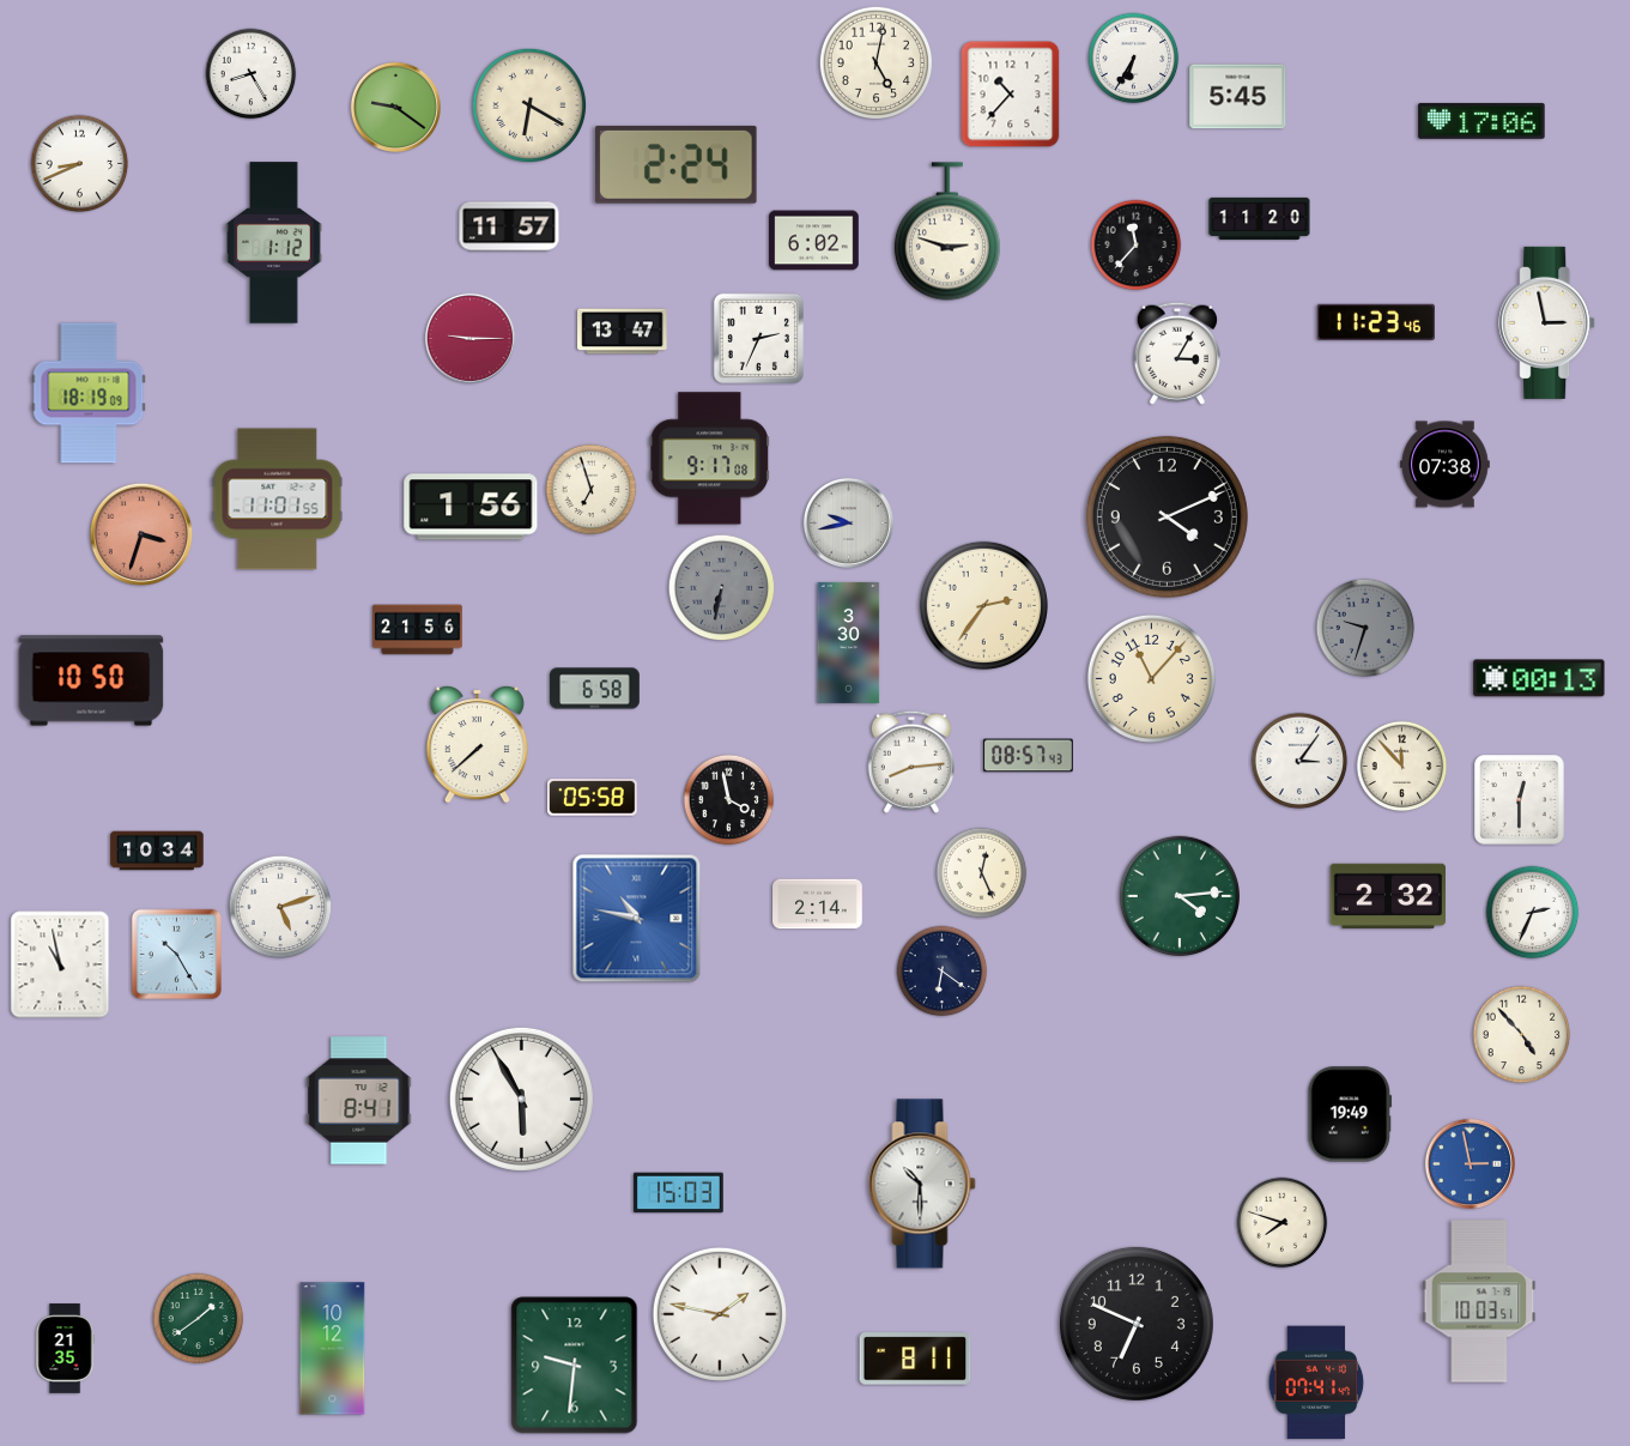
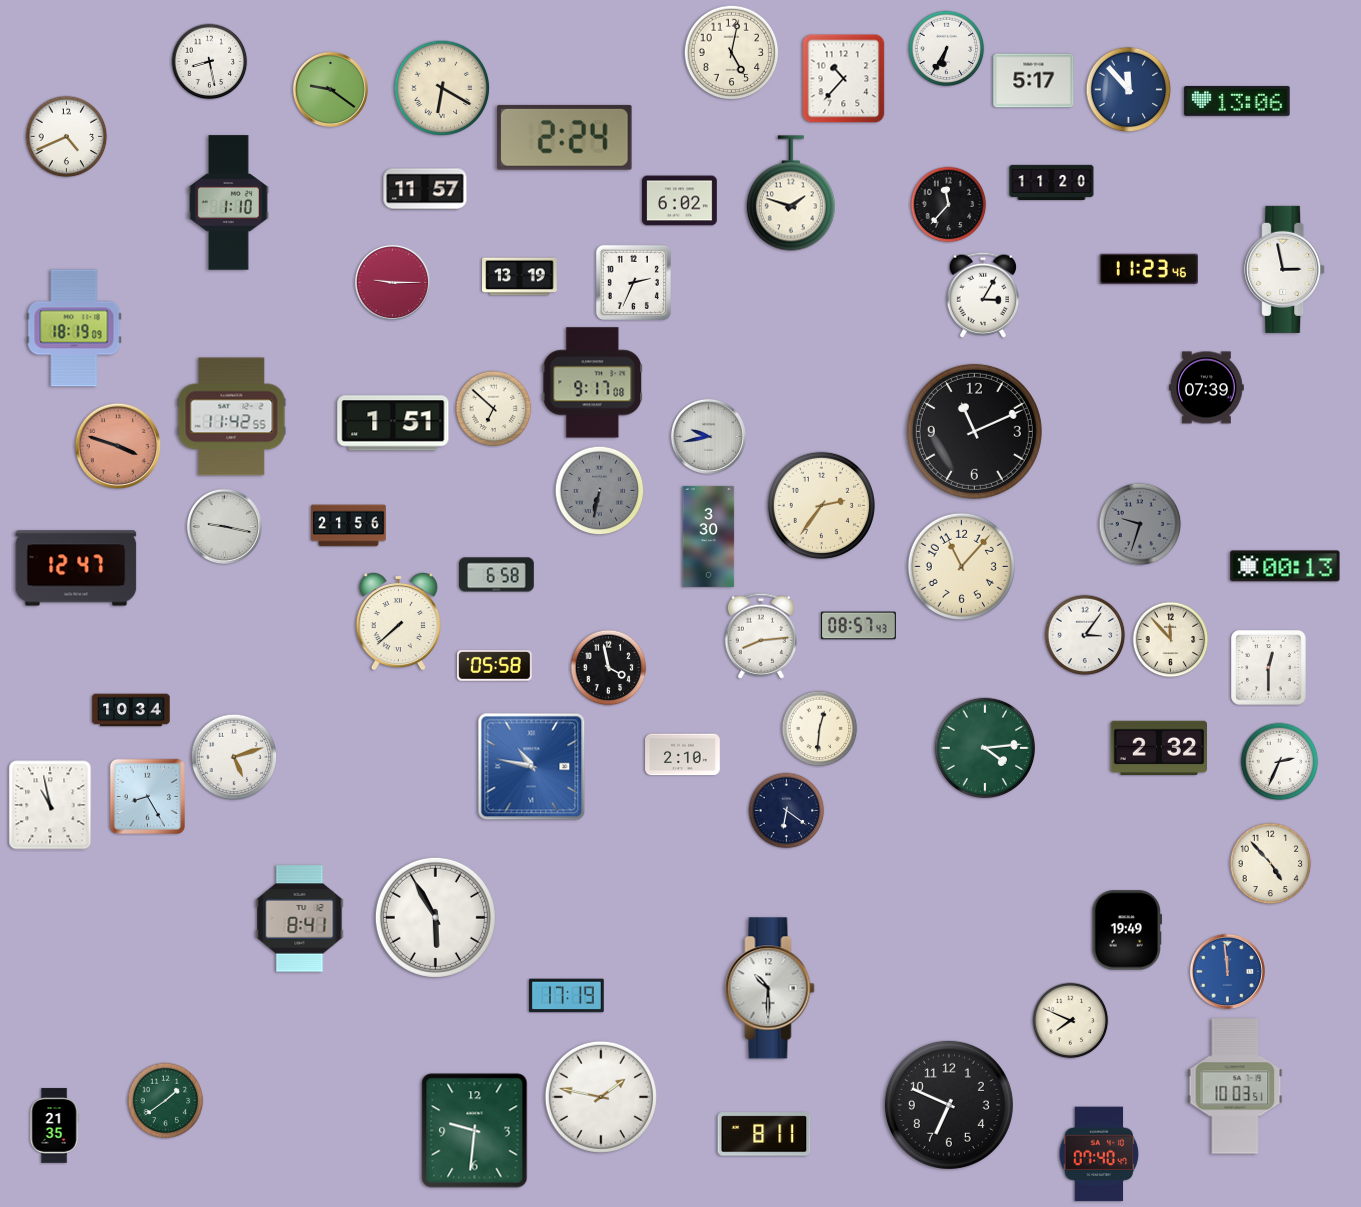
clock at (252, 74): 8:25 -> 8:28
clock at (1238, 97): 5:45 -> 5:17
clock at (1129, 90): none -> 11:53
clock at (1481, 121): 17:06 -> 13:06
clock at (80, 164): 8:41 -> 4:41
clock at (947, 231): 2:48 -> 1:48
clock at (274, 243): 1:12 -> 1:10
clock at (1547, 322) position: (1547, 322) -> (1285, 269)
clock at (623, 332): 13:47 -> 13:19
clock at (1446, 465): 07:38 -> 07:39
clock at (592, 490): 6:57 -> 6:52
clock at (278, 500): 11:01 -> 11:42
clock at (471, 507): 1:56 -> 1:51
clock at (1167, 516): 4:11 -> 11:11
clock at (141, 534): 3:33 -> 3:48
clock at (722, 588) position: (722, 588) -> (600, 491)
clock at (224, 526): none -> 9:17
clock at (91, 680): 10:50 -> 12:47
clock at (1029, 756) position: (1029, 756) -> (859, 626)
clock at (982, 873): 12:26 -> 12:31
clock at (818, 904): 2:14 -> 2:10
clock at (176, 954): 10:25 -> 8:25
clock at (1470, 1163): 2:58 -> 11:59
clock at (679, 1193): 15:03 -> 17:19
clock at (1283, 1223): 7:48 -> 7:49
clock at (333, 1349): 10:12 -> none
clock at (575, 1366) position: (575, 1366) -> (475, 1131)
clock at (1316, 1383): 07:41 -> 07:40
